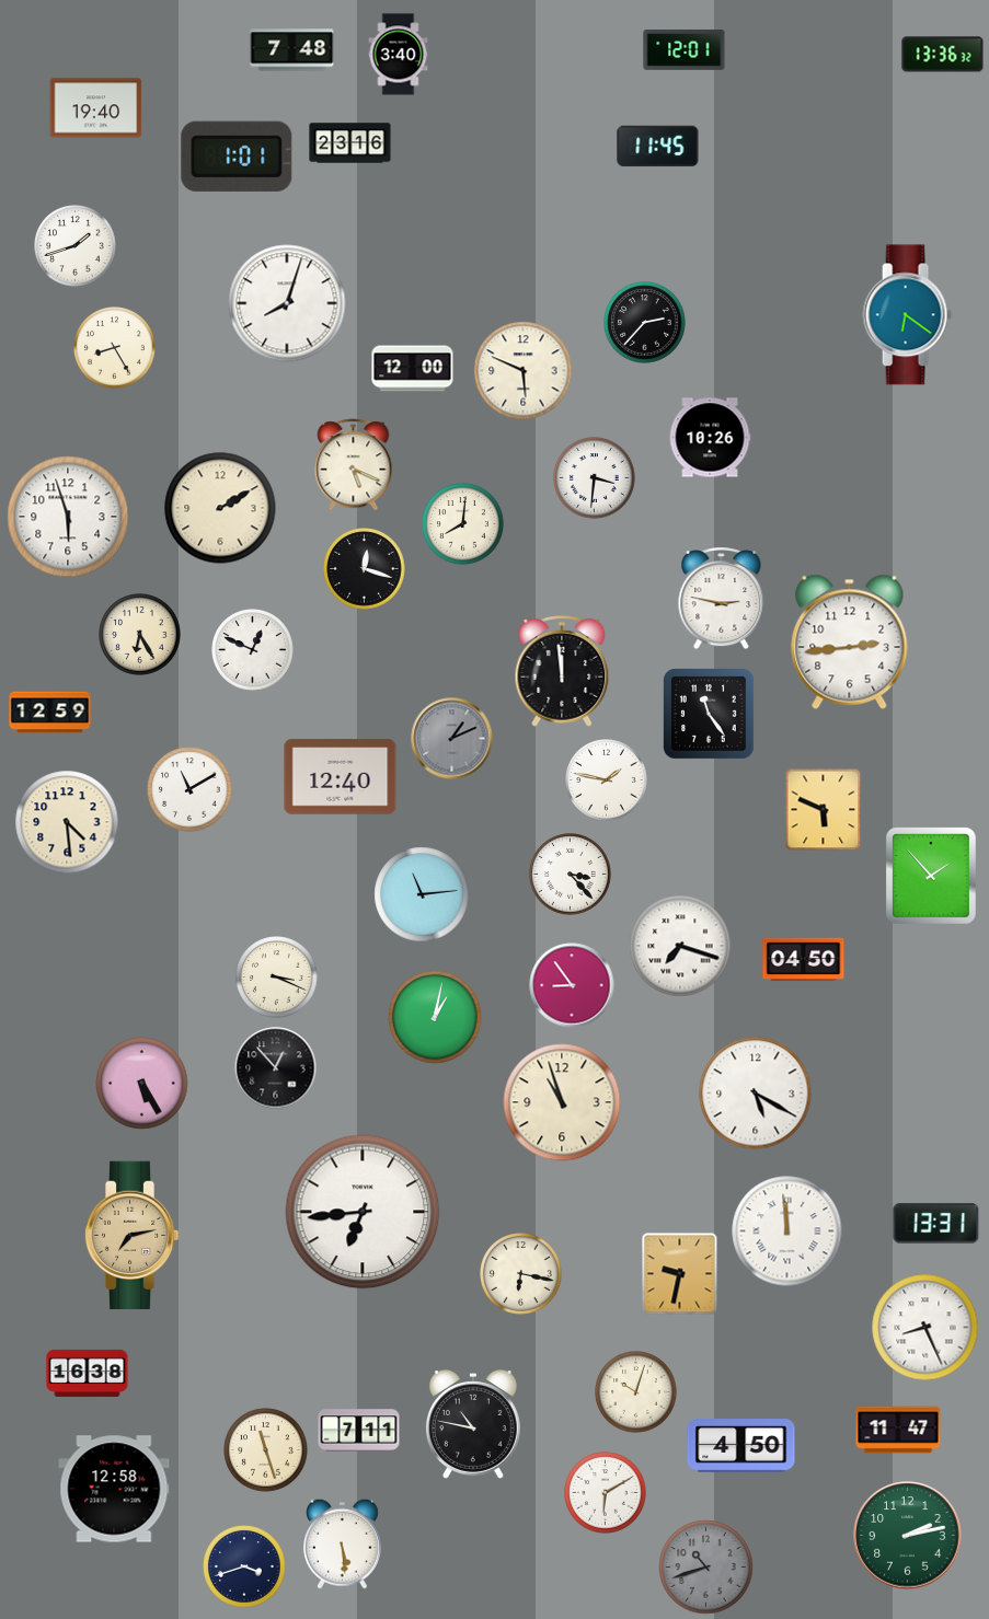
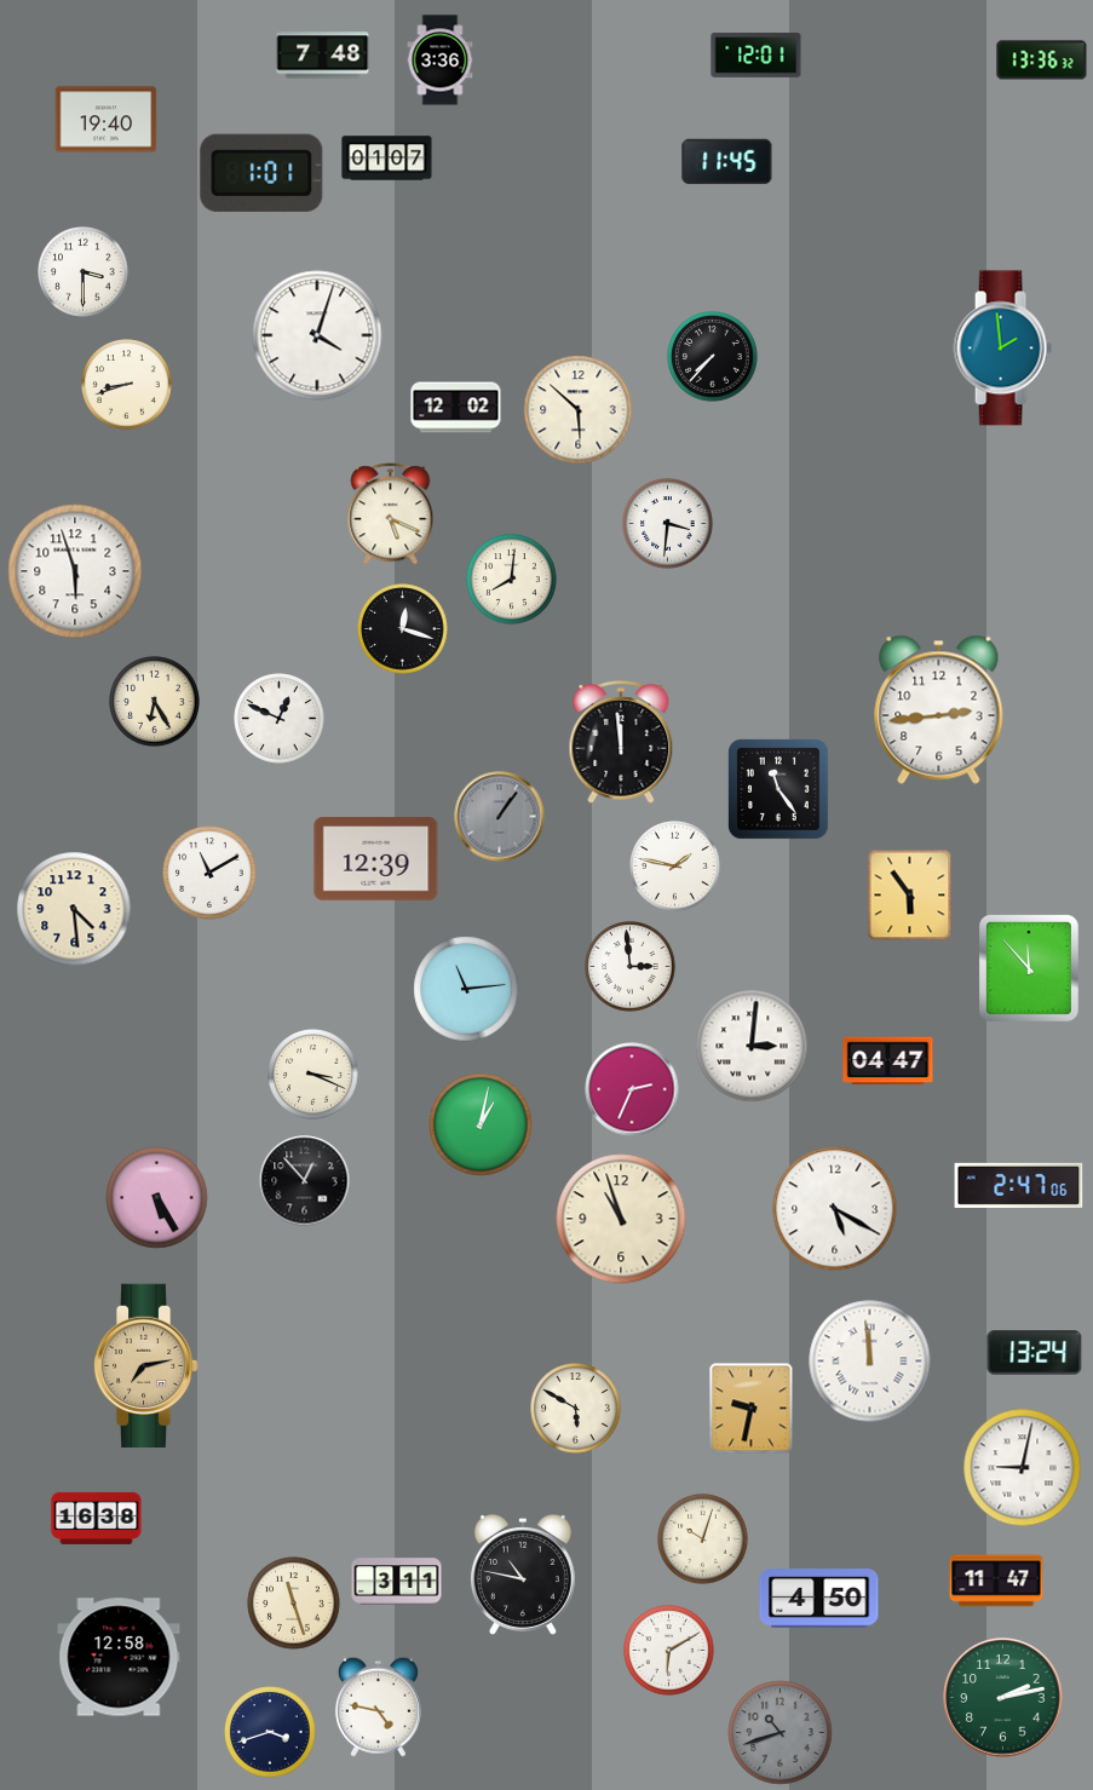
clock at (399, 55): 3:40 -> 3:36
clock at (350, 143): 23:16 -> 01:07
clock at (76, 246): 1:42 -> 3:30
clock at (287, 303): 8:03 -> 4:03
clock at (907, 315): 6:21 -> 1:59
clock at (645, 323): 2:37 -> 7:37
clock at (115, 348): 8:25 -> 8:42
clock at (413, 369): 12:00 -> 12:02
clock at (524, 371): 5:49 -> 5:52
clock at (710, 438): 10:26 -> none
clock at (595, 478) position: (595, 478) -> (668, 524)
clock at (220, 508): 2:10 -> none
clock at (722, 599): 2:47 -> none
clock at (50, 713): 12:59 -> none
clock at (710, 715) position: (710, 715) -> (780, 790)
clock at (452, 739): 1:11 -> 1:06
clock at (341, 777): 12:40 -> 12:39
clock at (607, 780) position: (607, 780) -> (675, 867)
clock at (824, 810): 5:49 -> 5:54
clock at (571, 875): 3:23 -> 2:59
clock at (931, 876): 1:53 -> 11:53
clock at (680, 946): 7:18 -> 3:01
clock at (804, 960): 04:50 -> 04:47
clock at (277, 978) position: (277, 978) -> (313, 1075)
clock at (572, 985): 8:54 -> 2:34
clock at (1019, 1185): none -> 2:47
clock at (363, 1212): 6:44 -> none
clock at (936, 1224): 13:31 -> 13:24
clock at (521, 1274): 6:17 -> 5:50
clock at (925, 1328): 8:26 -> 9:02
clock at (898, 1430) position: (898, 1430) -> (996, 1581)
clock at (359, 1431): 7:11 -> 3:11
clock at (114, 1489) position: (114, 1489) -> (119, 1657)
clock at (342, 1543): 5:29 -> 4:47
